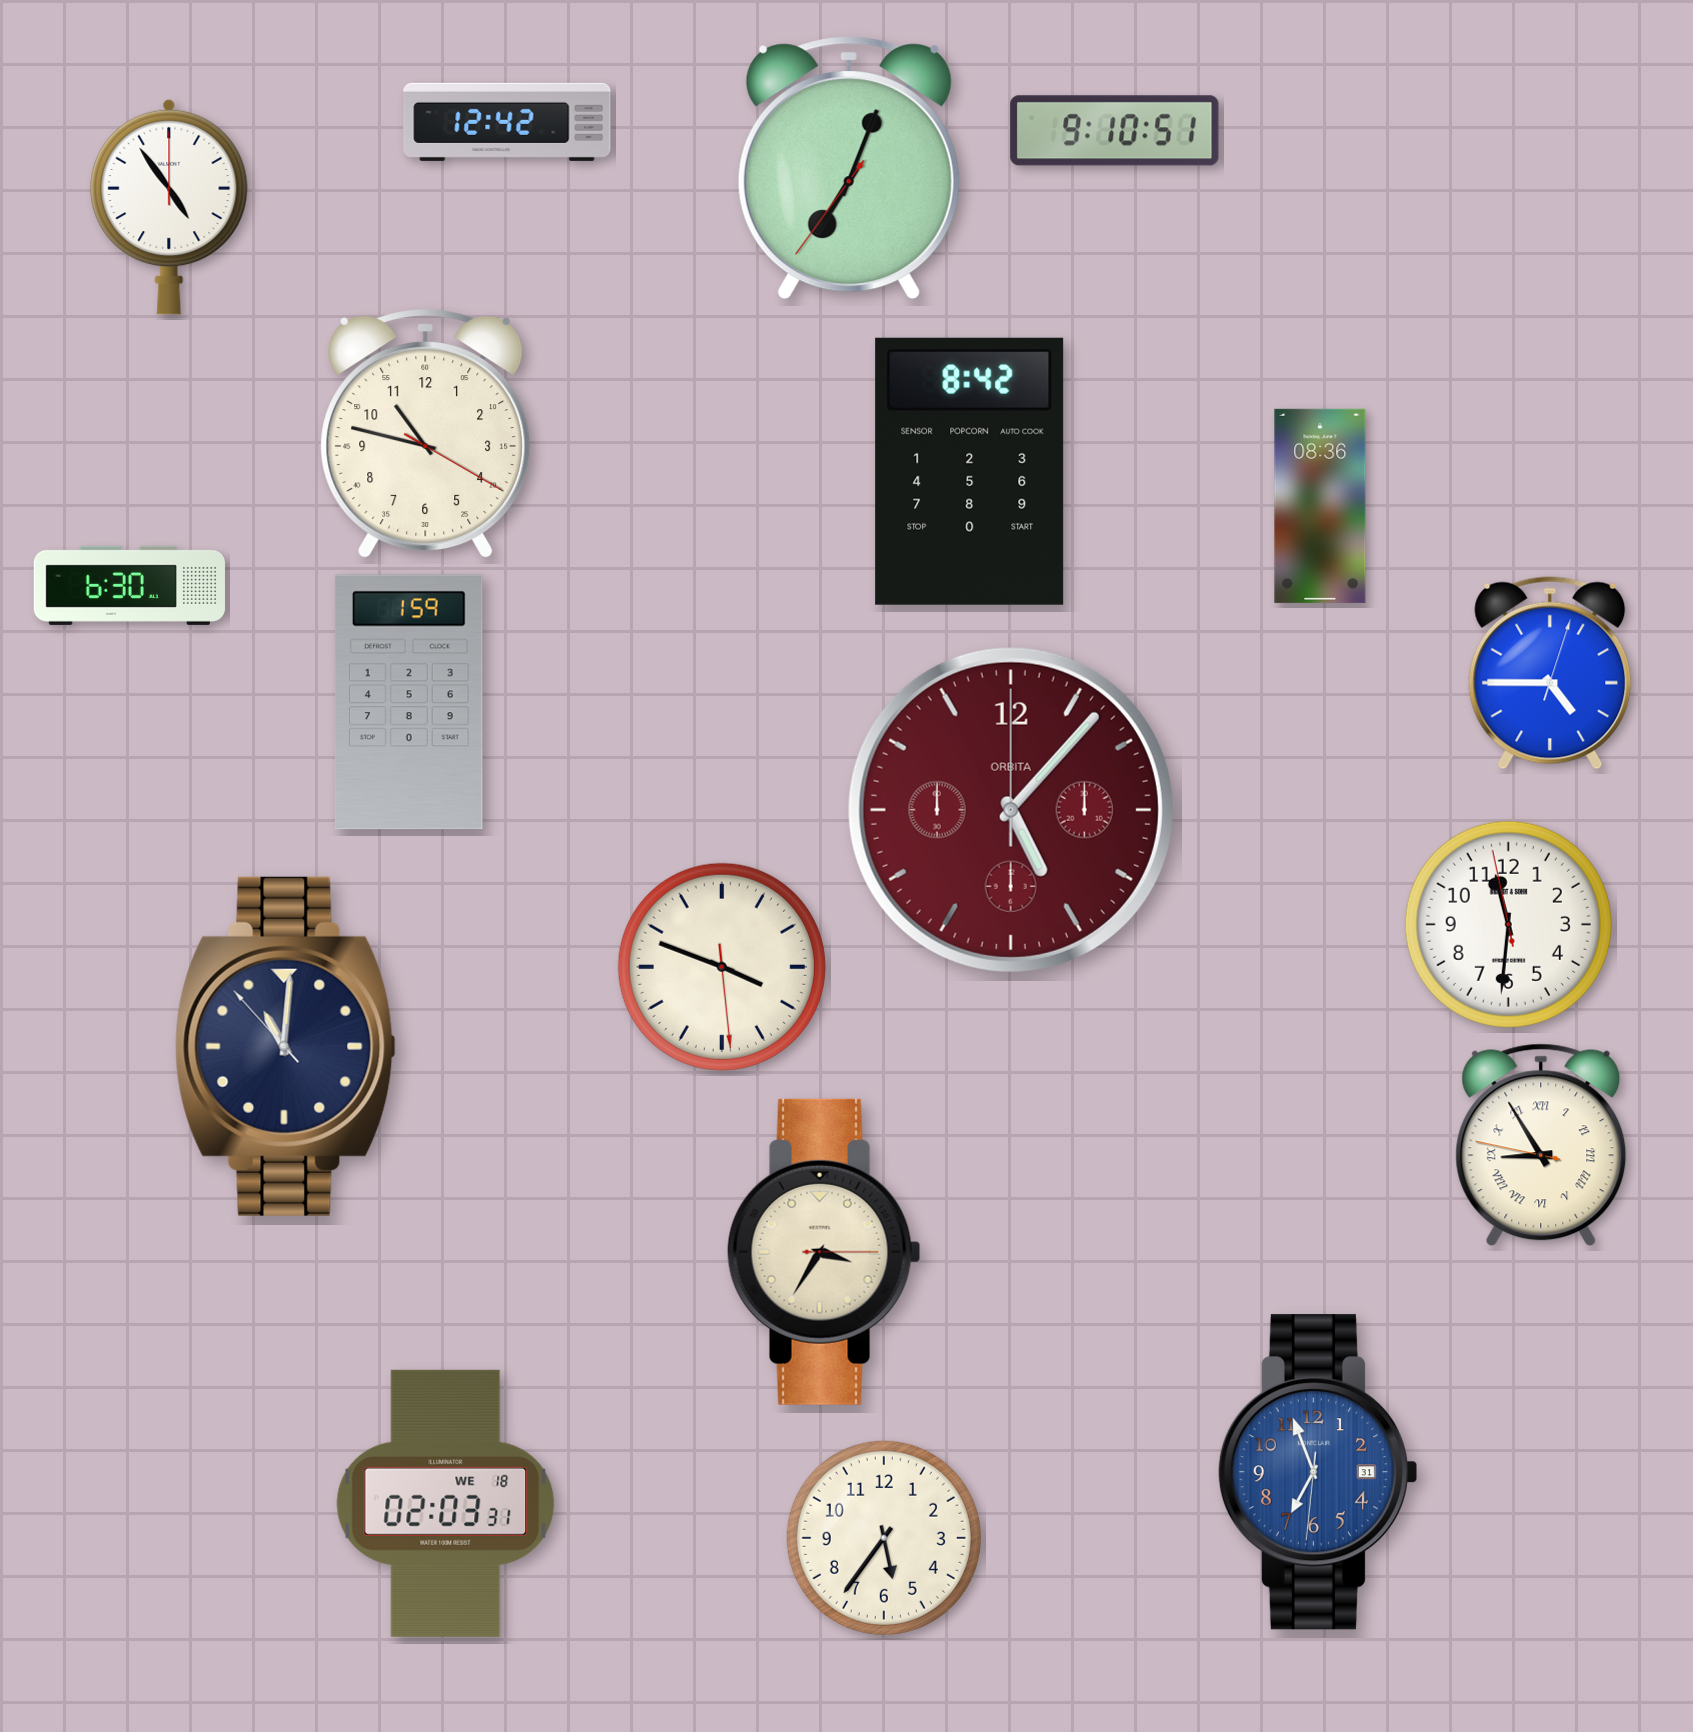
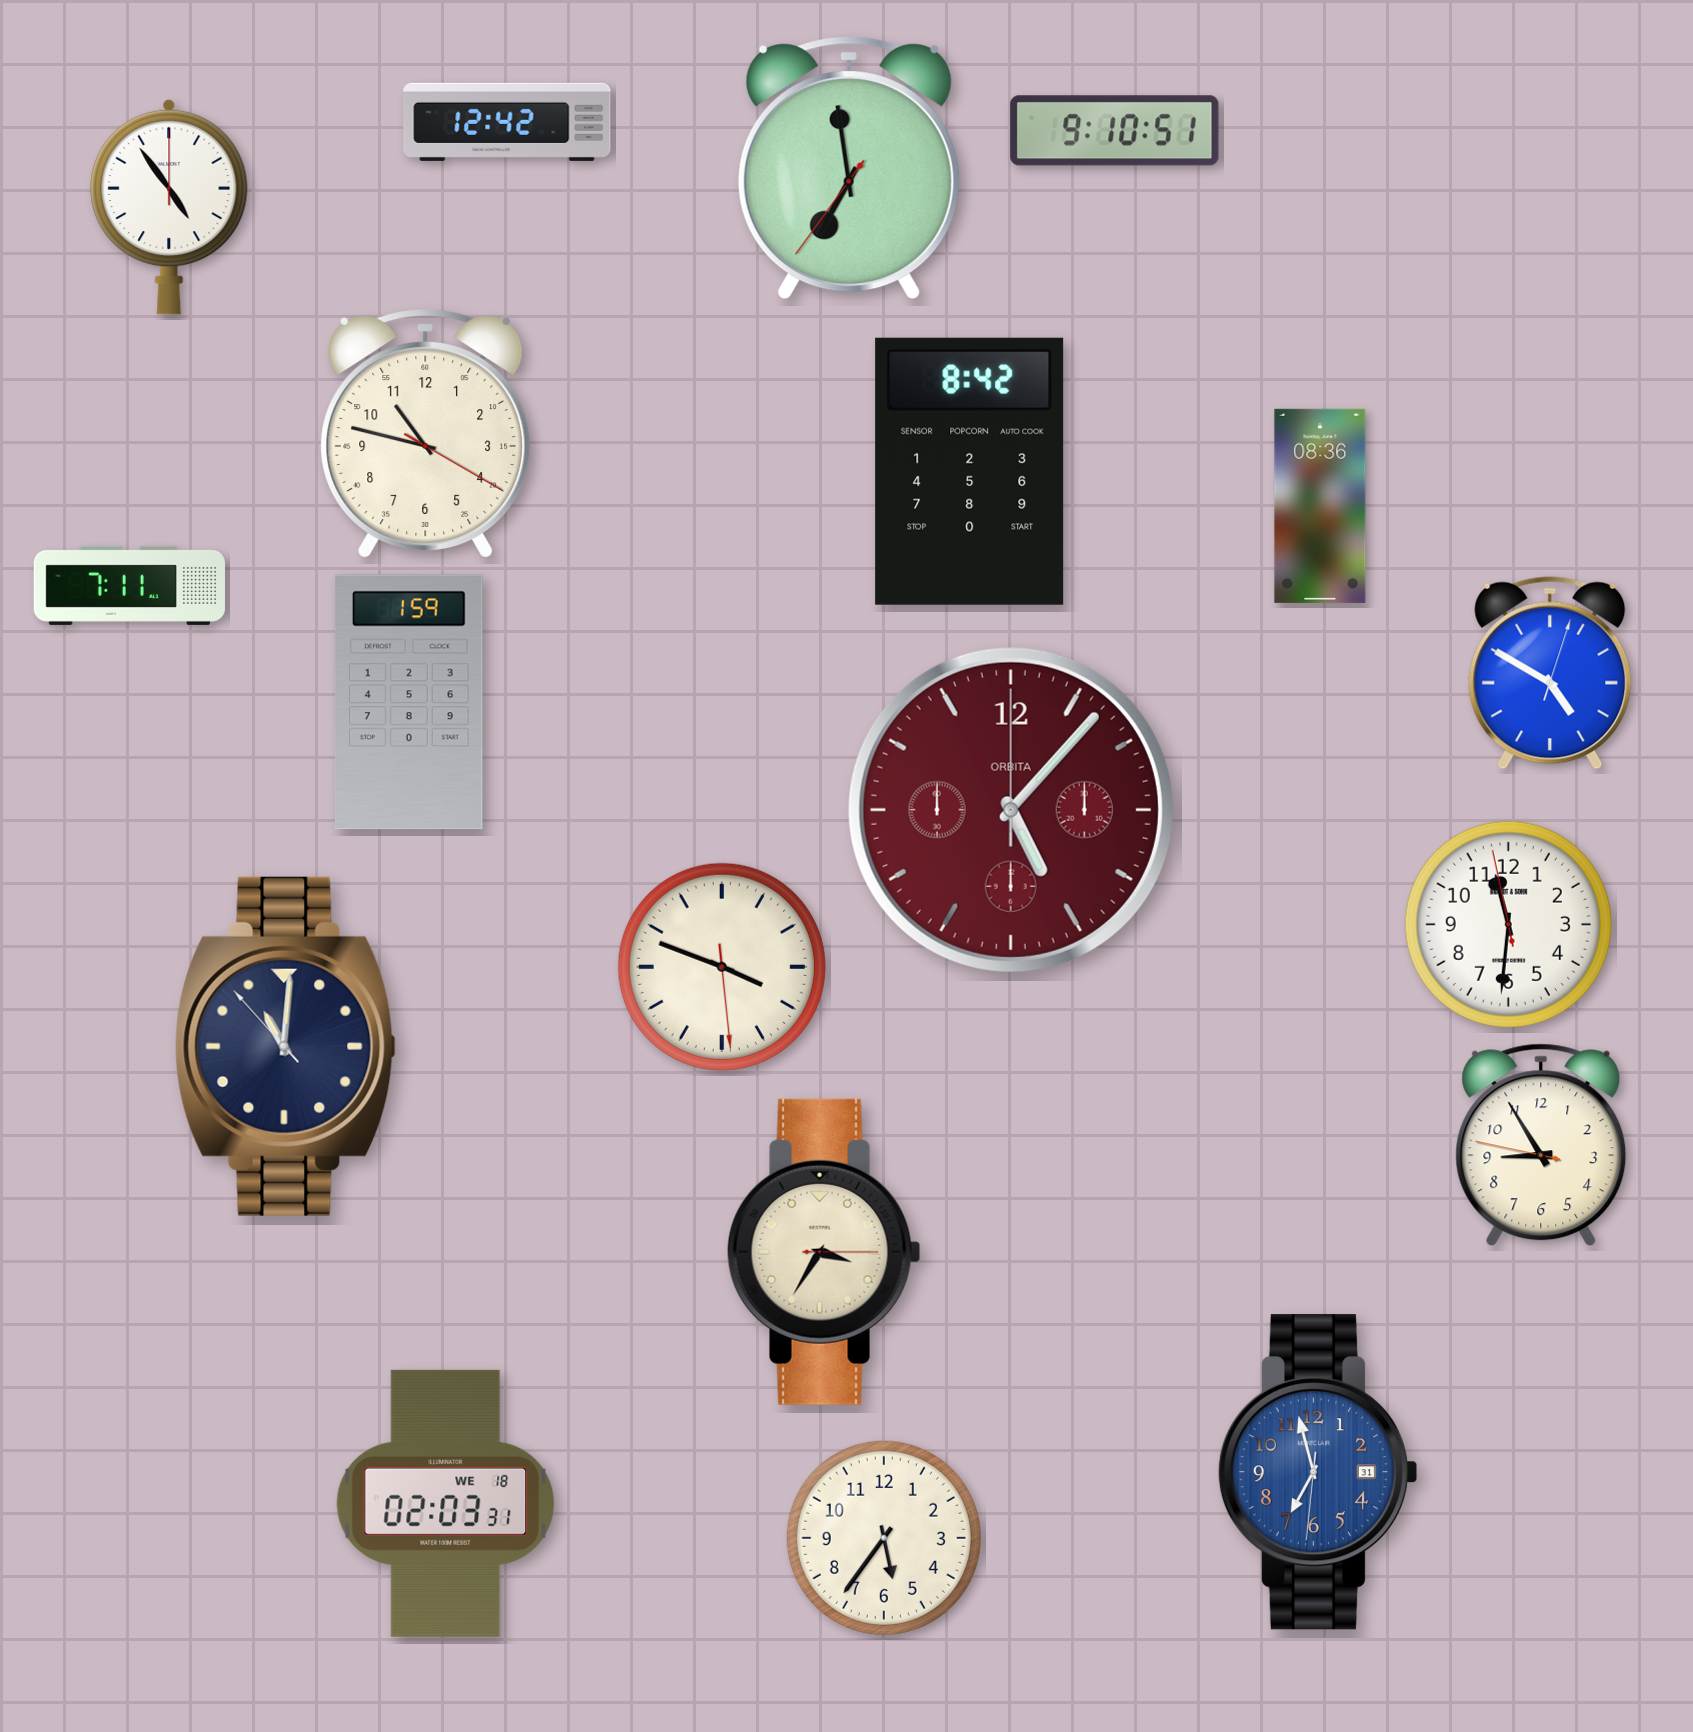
clock at (849, 168): 7:03 -> 6:58
clock at (129, 585): 6:30 -> 7:11
clock at (1550, 673): 4:45 -> 4:50
clock at (1541, 1145) numerals: Roman -> Arabic
clock at (1317, 1472): 6:56 -> 6:57
